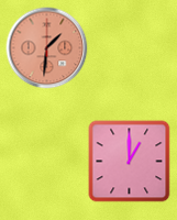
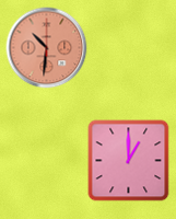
clock at (47, 48): 1:31 -> 10:31
